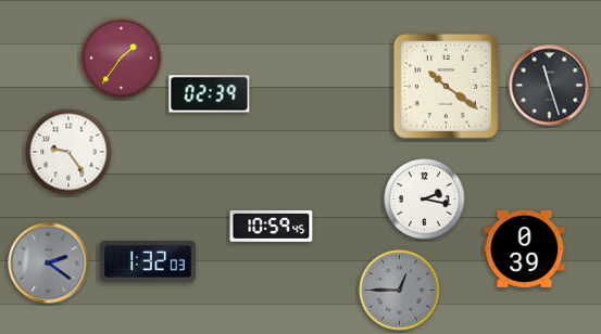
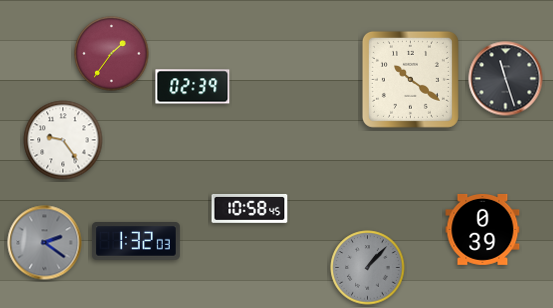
clock at (425, 200): 2:17 -> none
clock at (272, 226): 10:59 -> 10:58
clock at (400, 291): 12:45 -> 1:07
